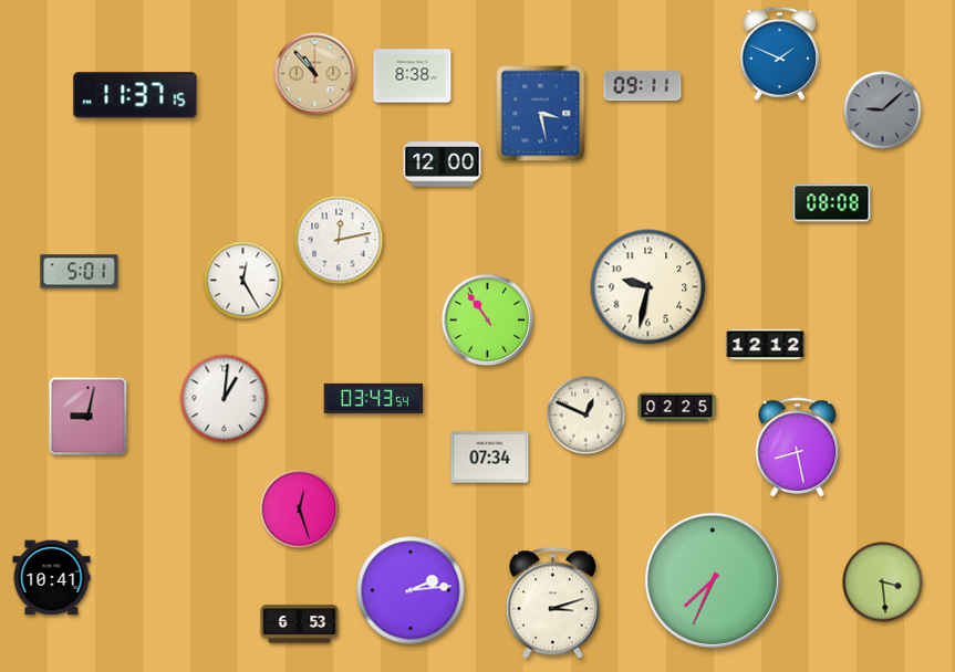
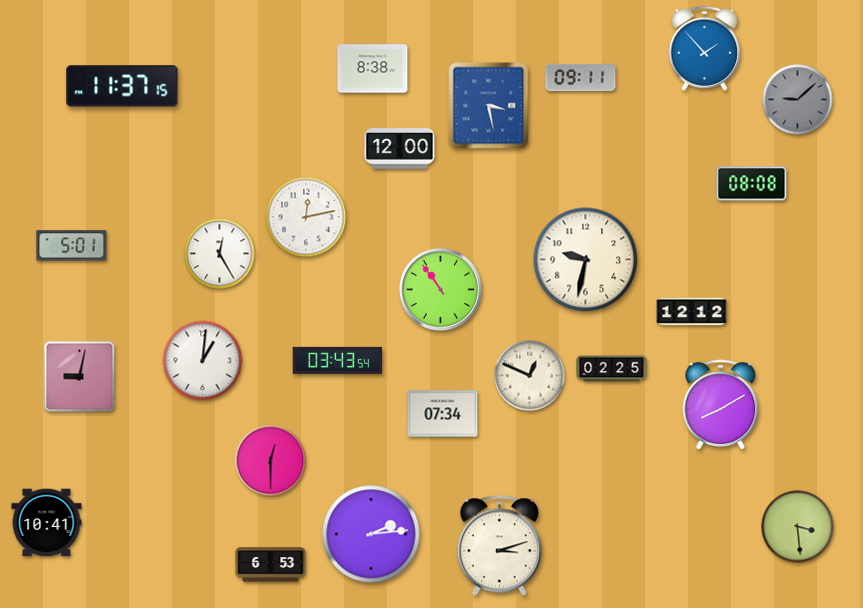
clock at (779, 53): 1:49 -> 1:53
clock at (315, 74): 10:53 -> none
clock at (541, 114) position: (541, 114) -> (489, 106)
clock at (798, 448): 8:28 -> 8:10
clock at (300, 510): 12:27 -> 12:30
clock at (713, 580): 7:34 -> none
